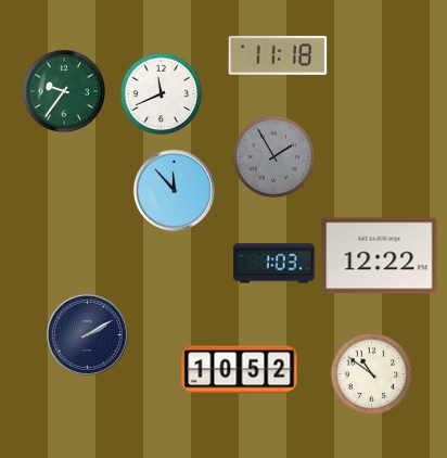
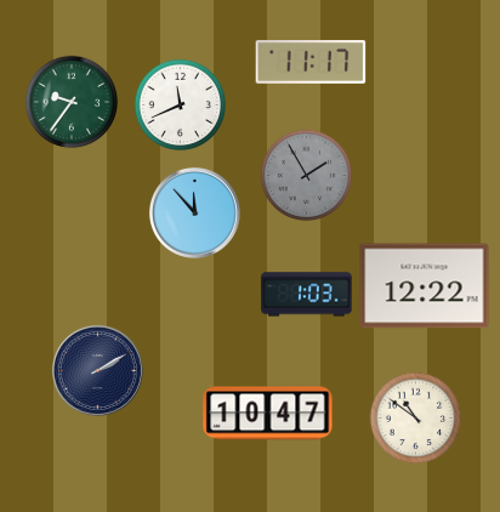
clock at (278, 55): 11:18 -> 11:17
clock at (87, 334) position: (87, 334) -> (97, 370)
clock at (240, 370): 10:52 -> 10:47
